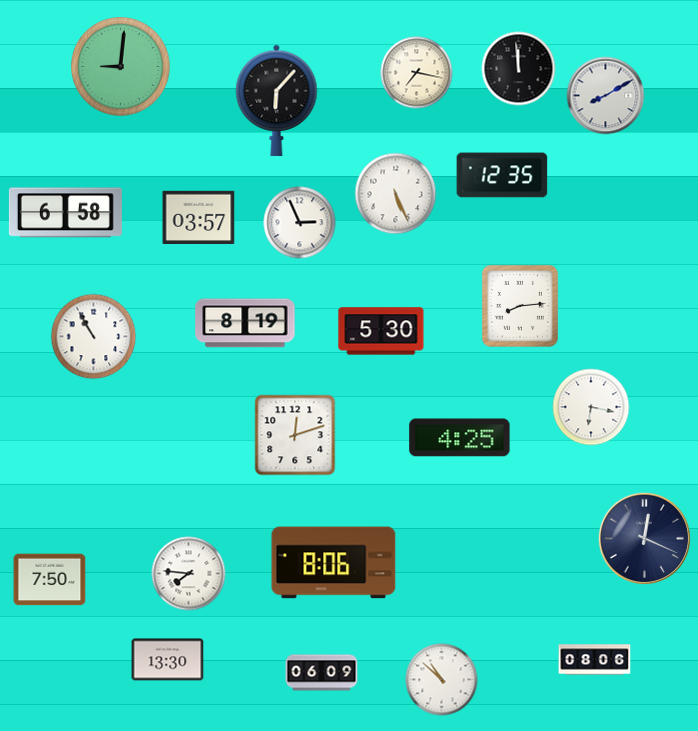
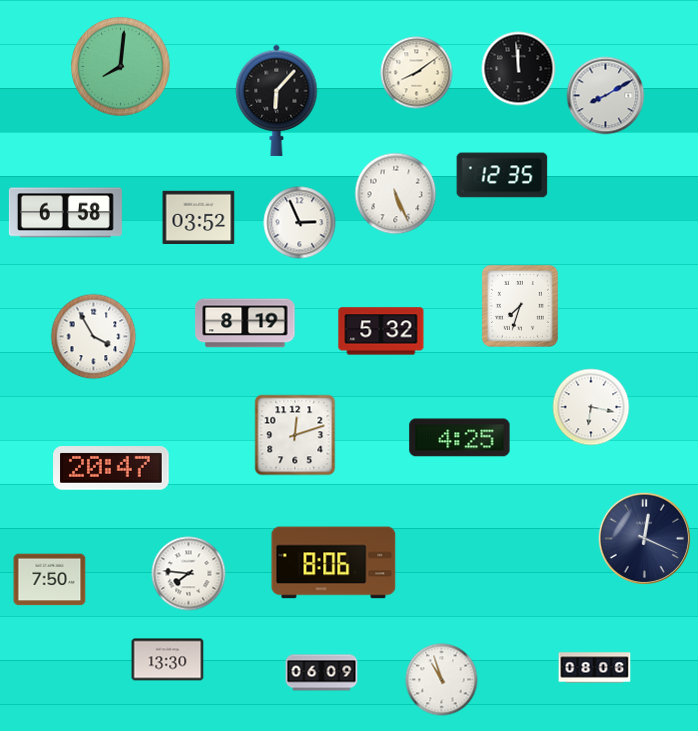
clock at (121, 67): 9:01 -> 8:01
clock at (417, 73): 7:17 -> 8:09
clock at (199, 217): 03:57 -> 03:52
clock at (520, 306): 8:14 -> 7:33
clock at (381, 331): 5:30 -> 5:32
clock at (94, 337): 10:55 -> 3:55
clock at (111, 469): none -> 20:47
clock at (595, 660) position: (595, 660) -> (595, 668)
clock at (442, 680): 10:52 -> 10:57
